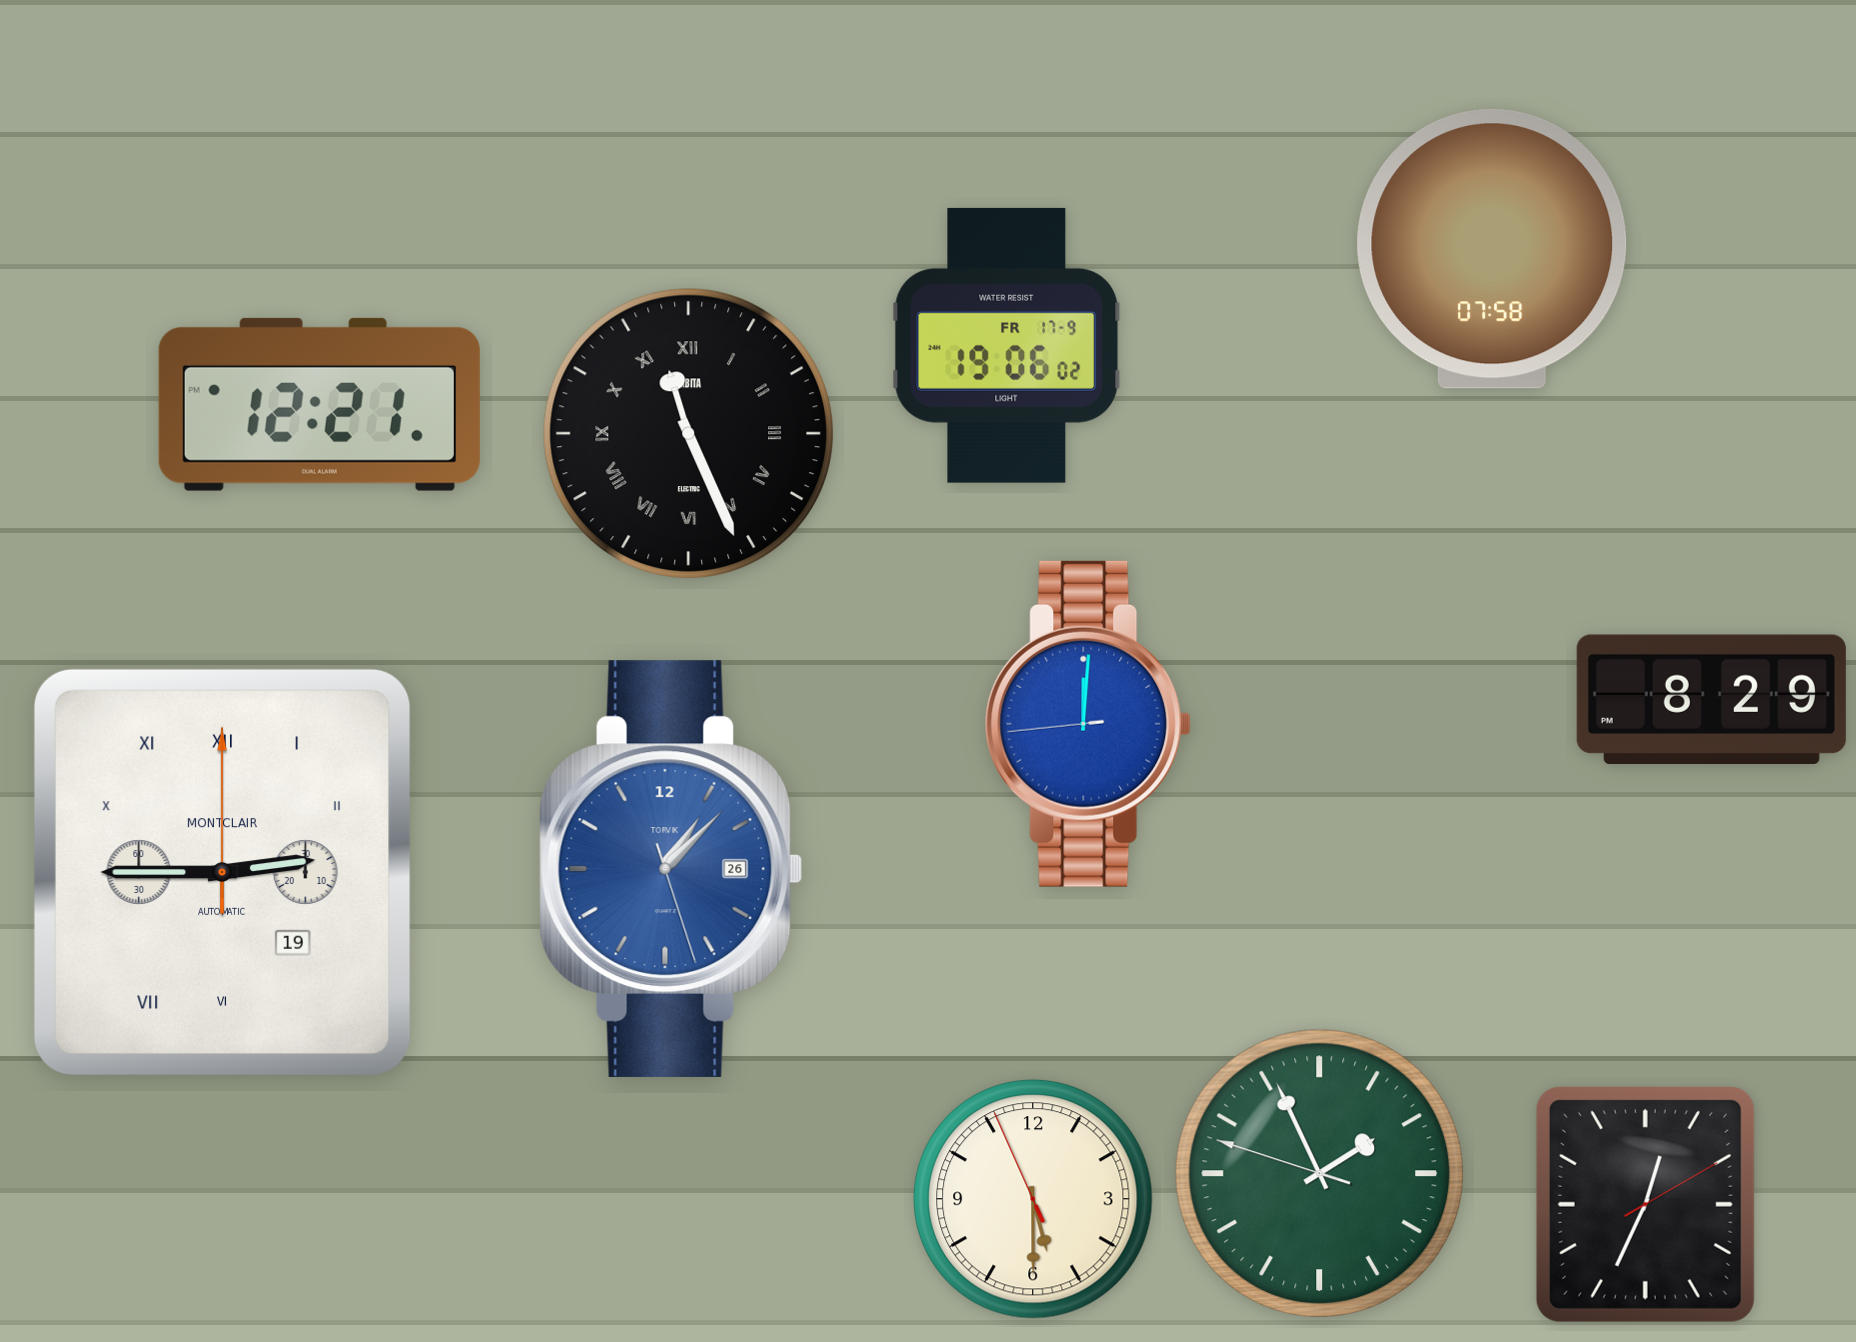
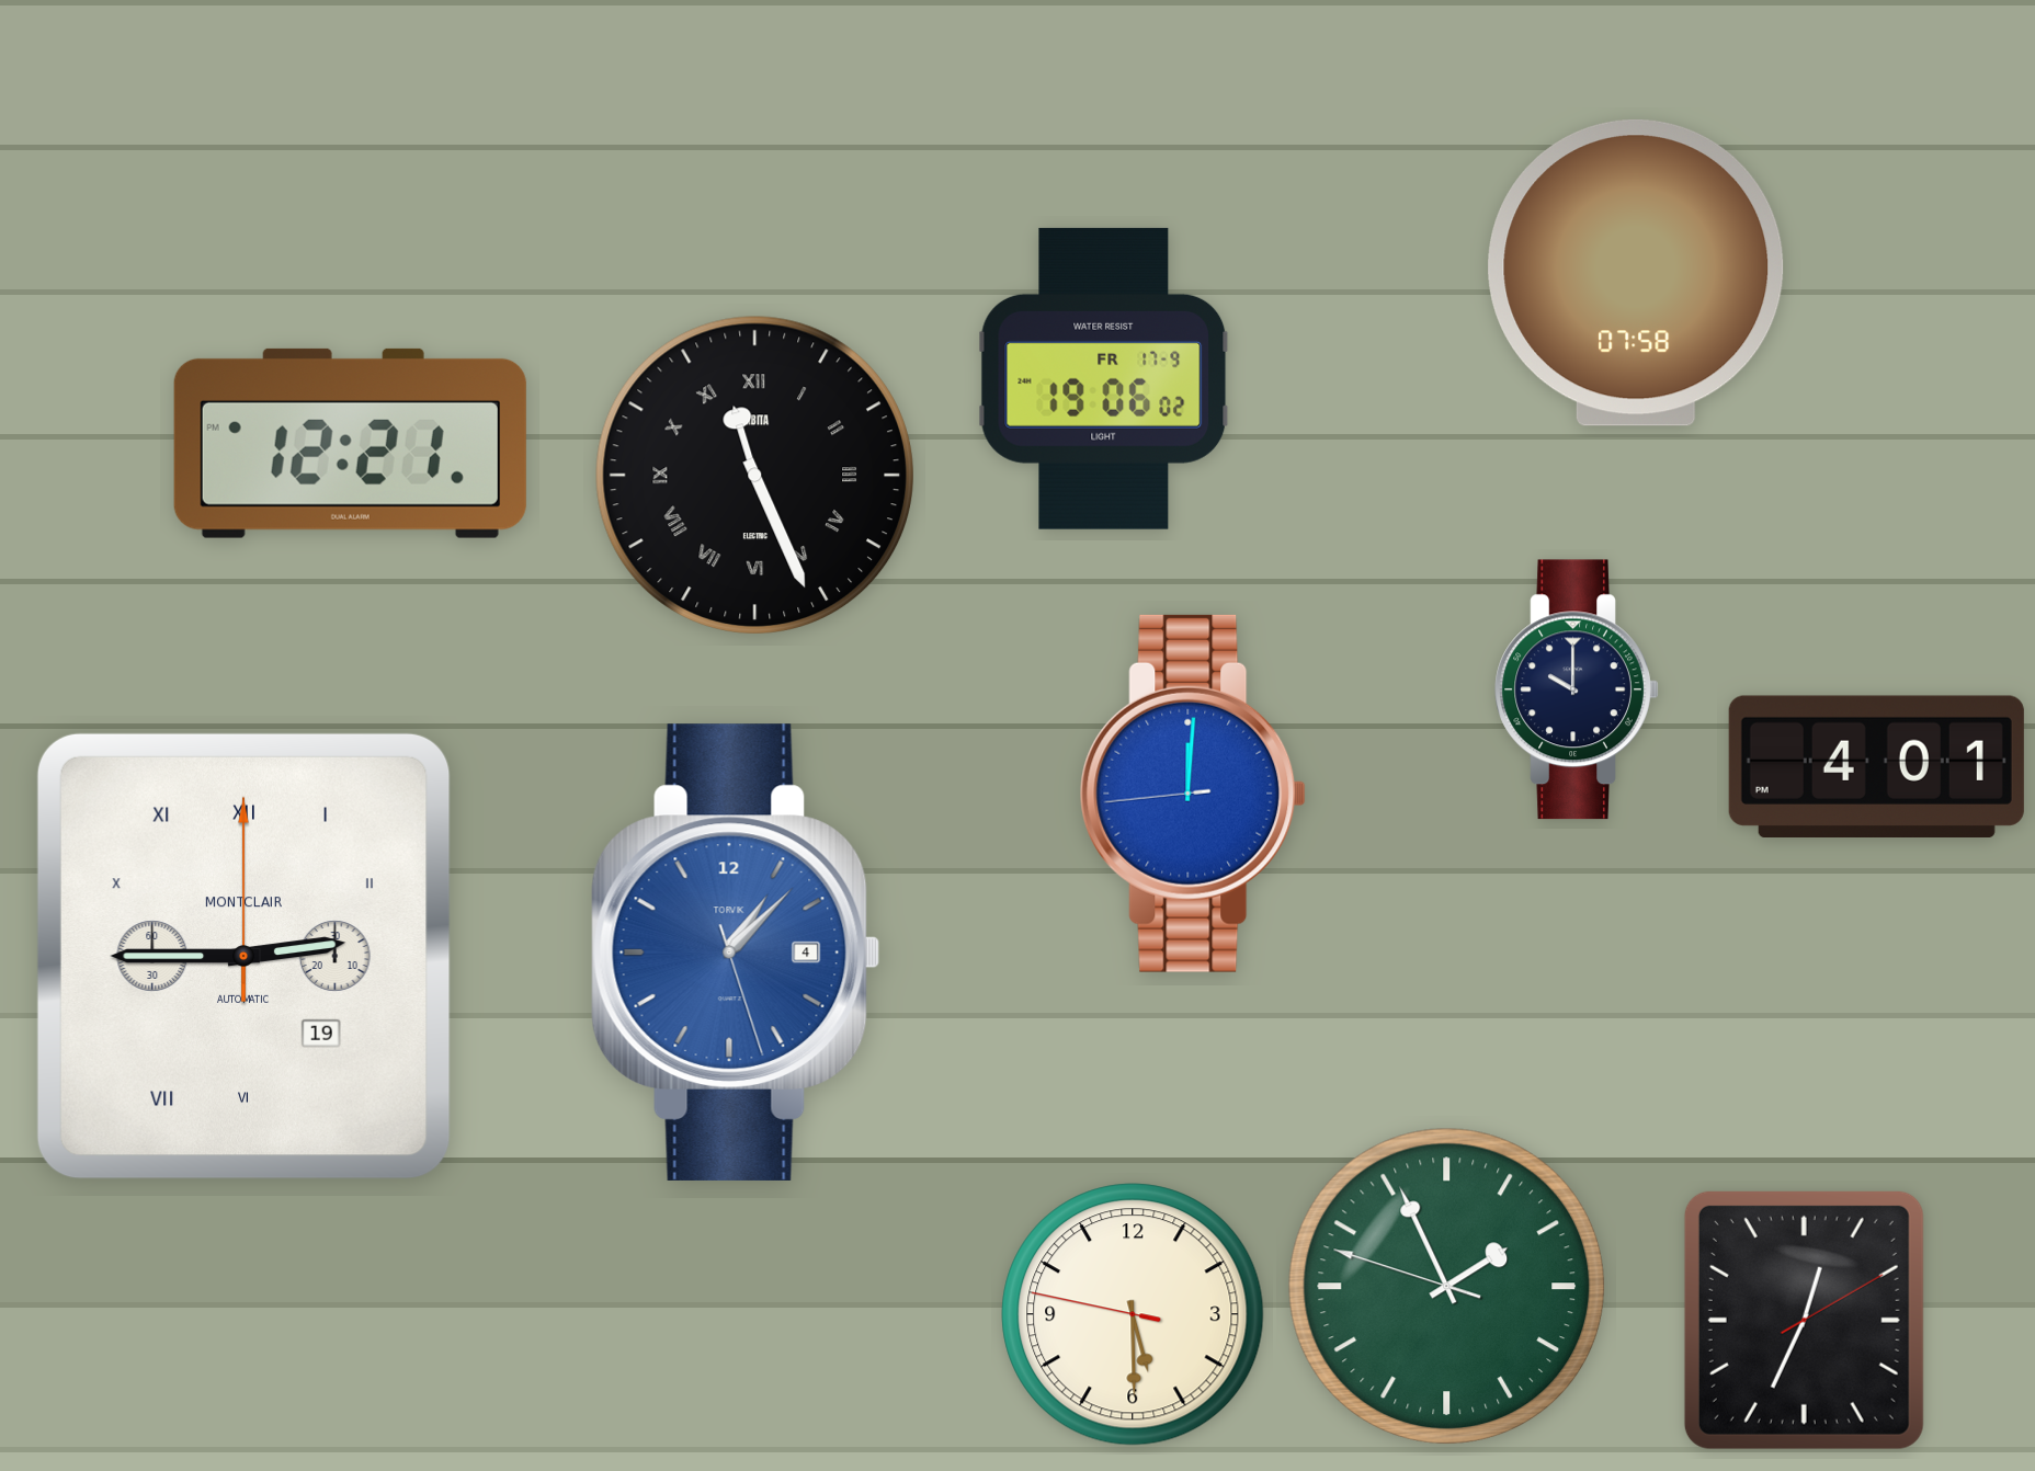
clock at (1577, 689): none -> 10:00
clock at (1711, 699): 8:29 -> 4:01
clock at (671, 869) date: 26 -> 4
clock at (1033, 1199): 5:29:56 -> 5:29:47
